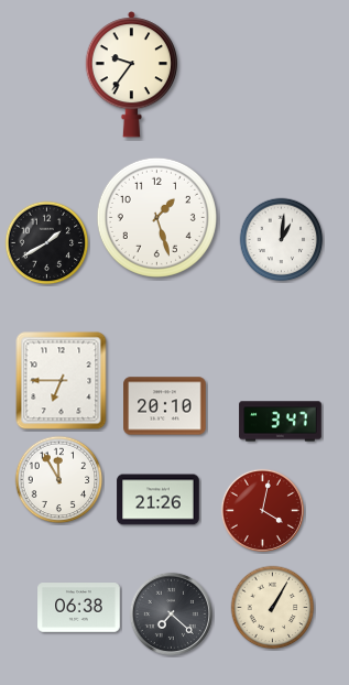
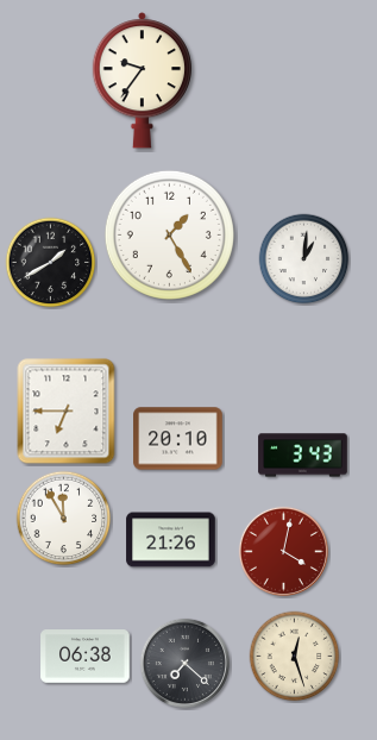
clock at (156, 217): 1:27 -> 1:25
clock at (281, 422): 3:47 -> 3:43
clock at (273, 608): 1:05 -> 12:27
